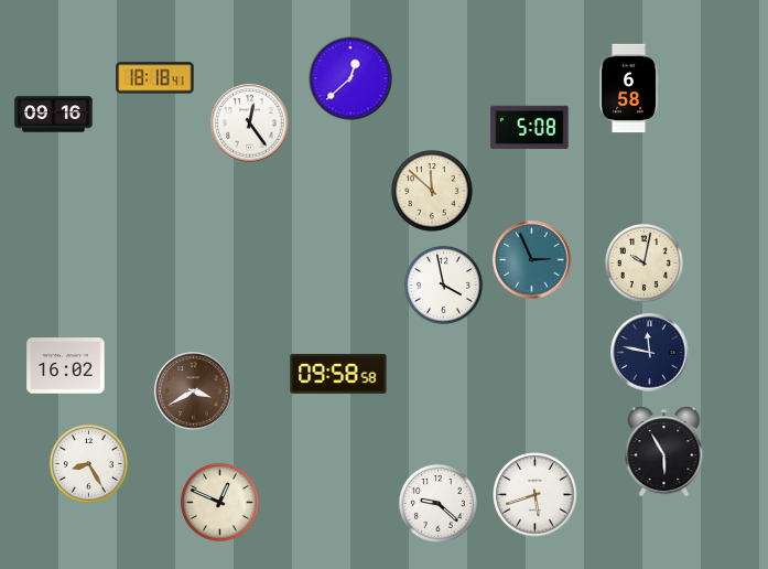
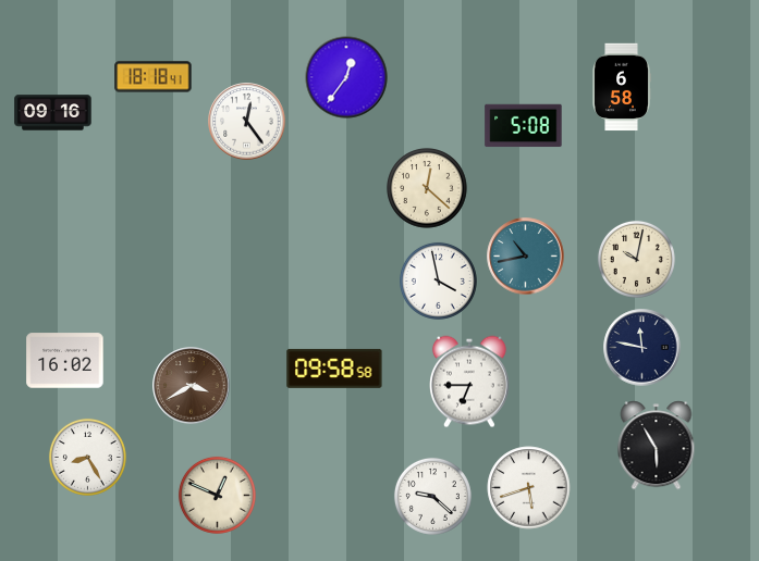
clock at (350, 78): 12:38 -> 12:36
clock at (432, 191): 11:52 -> 12:22
clock at (532, 260): 2:56 -> 10:43
clock at (470, 382): none -> 6:45
